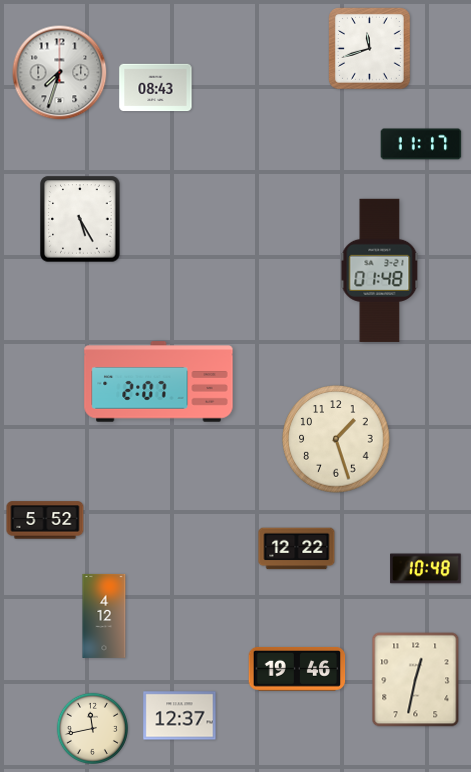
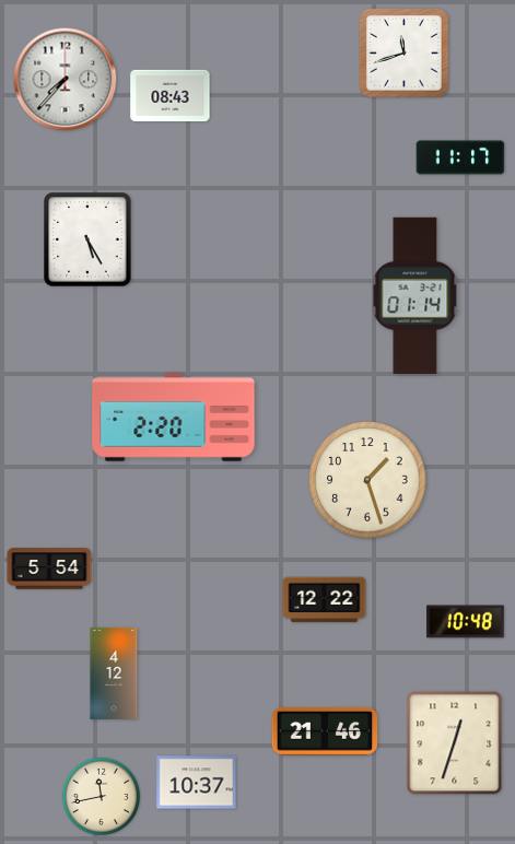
clock at (60, 73): 7:33 -> 7:37
clock at (380, 270): 01:48 -> 01:14
clock at (159, 382): 2:07 -> 2:20
clock at (45, 520): 5:52 -> 5:54
clock at (297, 669): 19:46 -> 21:46
clock at (416, 680): 12:32 -> 12:33
clock at (180, 716): 12:37 -> 10:37
